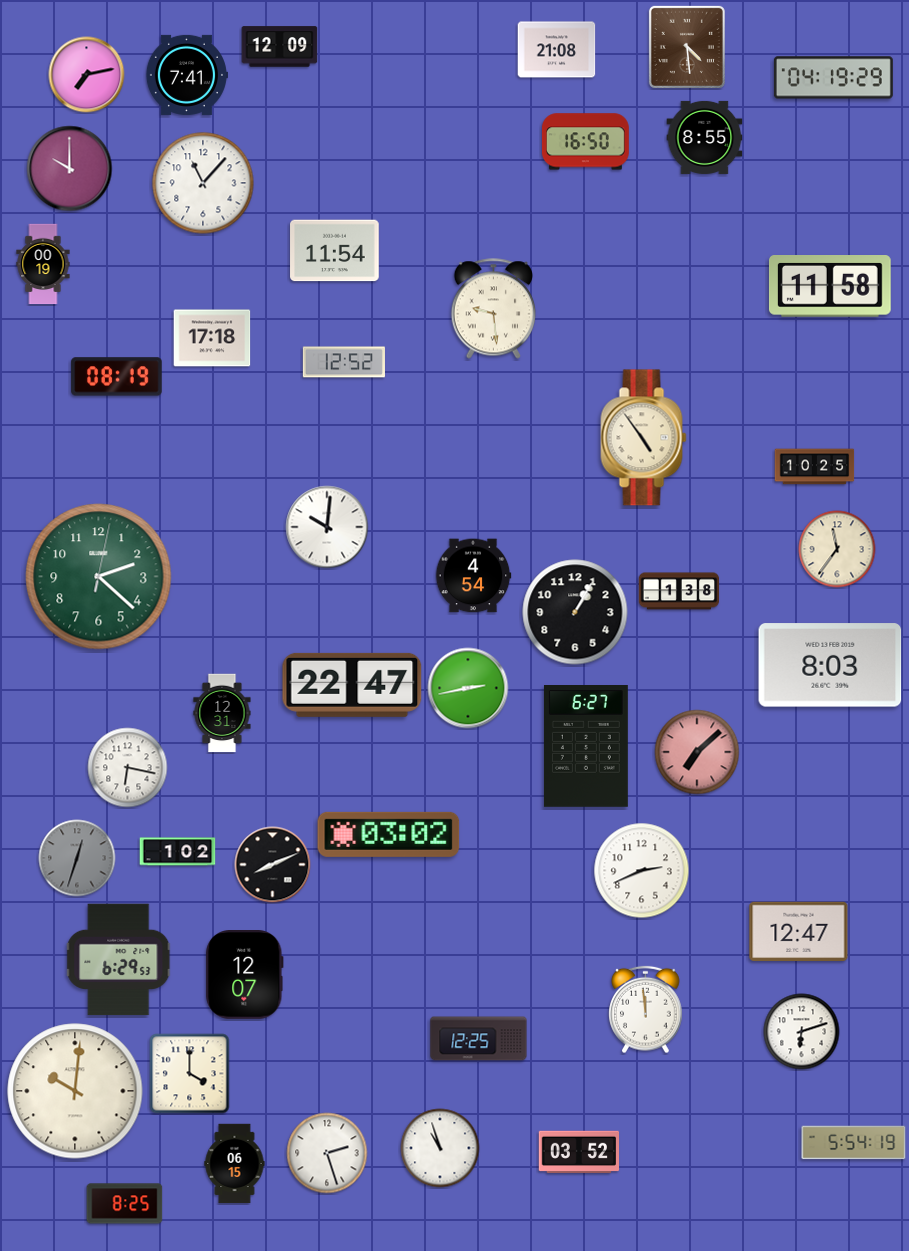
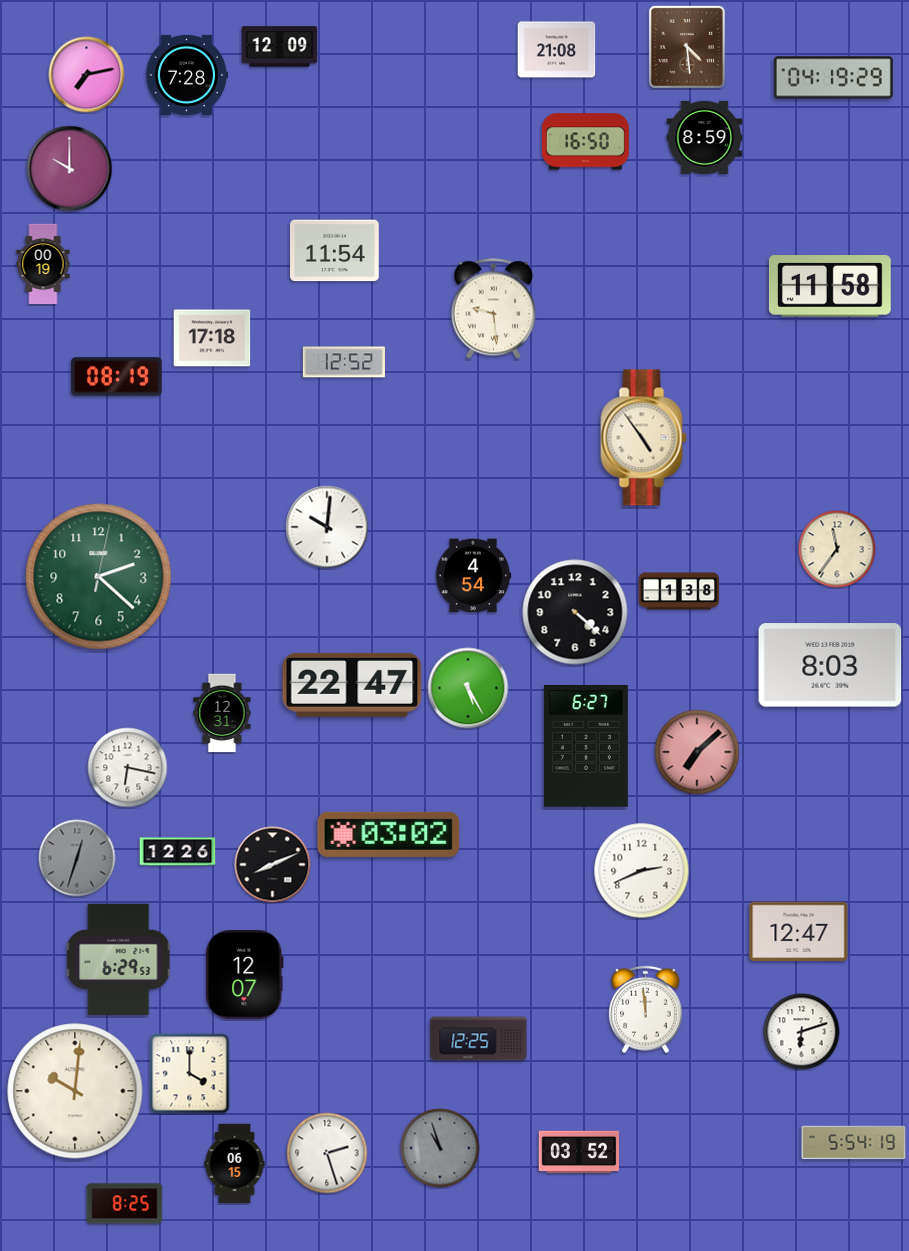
clock at (186, 75): 7:41 -> 7:28
clock at (705, 137): 8:55 -> 8:59
clock at (203, 183): 11:07 -> none
clock at (815, 467): 10:25 -> none
clock at (575, 612): 1:05 -> 4:22
clock at (468, 688): 2:43 -> 5:25
clock at (178, 852): 1:02 -> 12:26
clock at (440, 1148) dial: white -> grey
